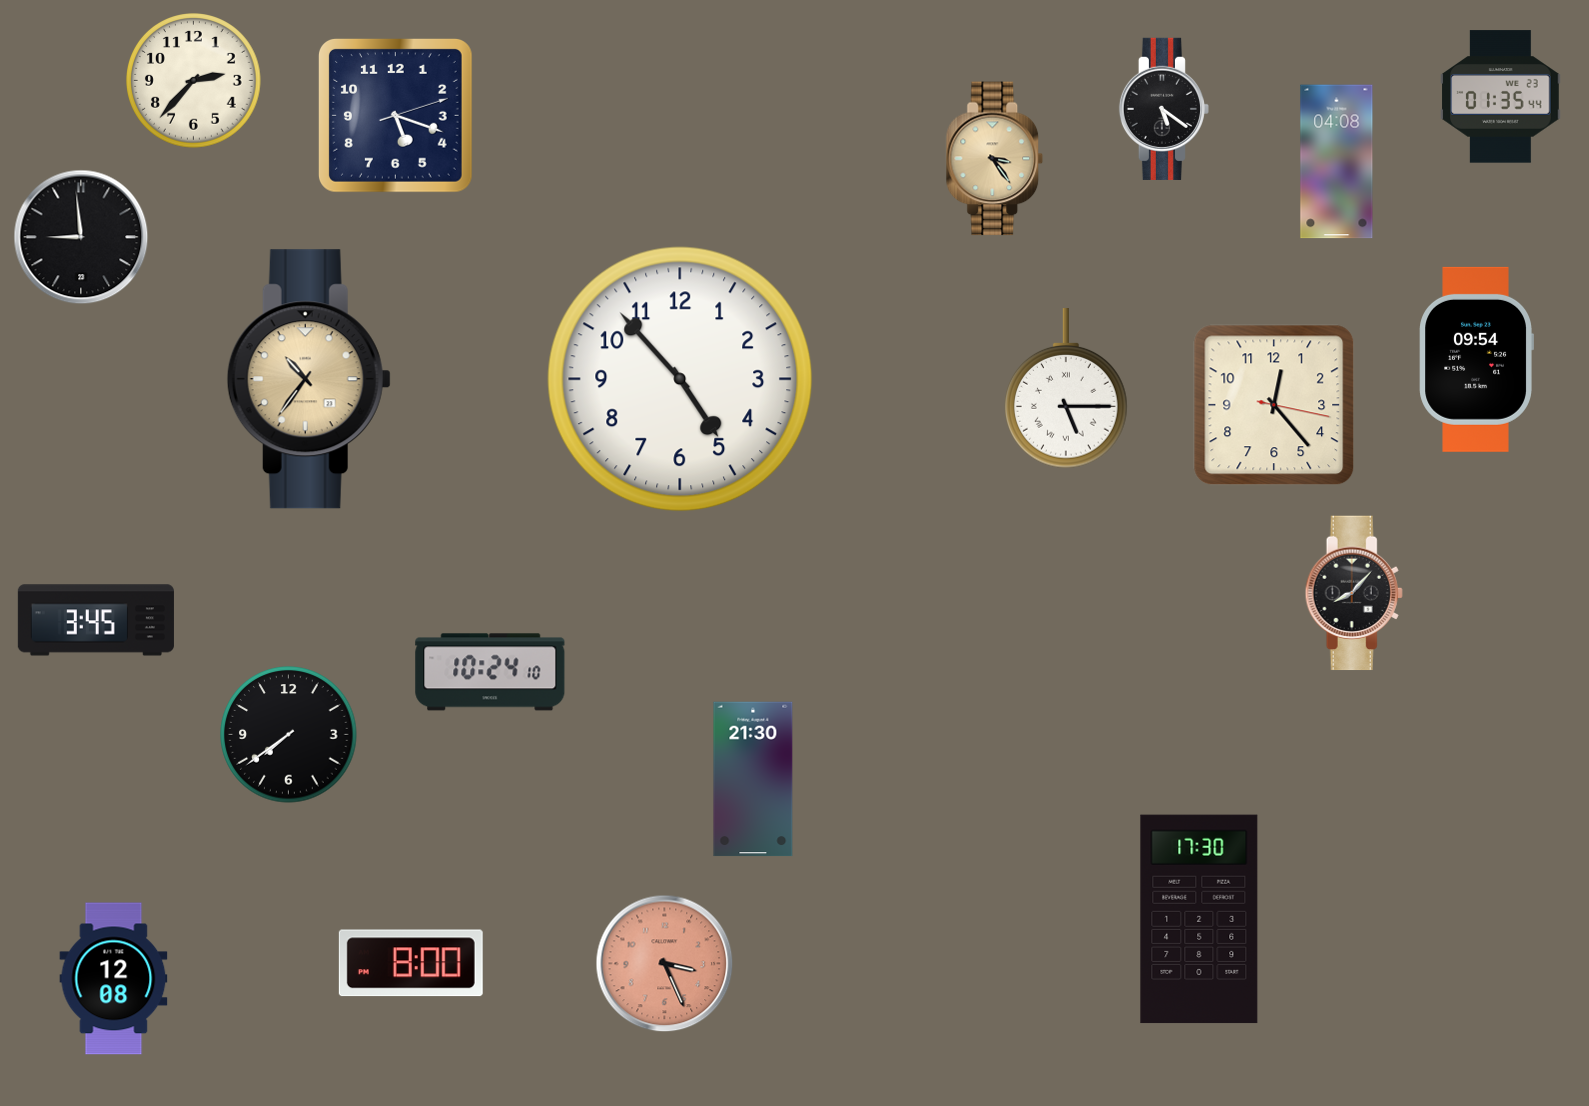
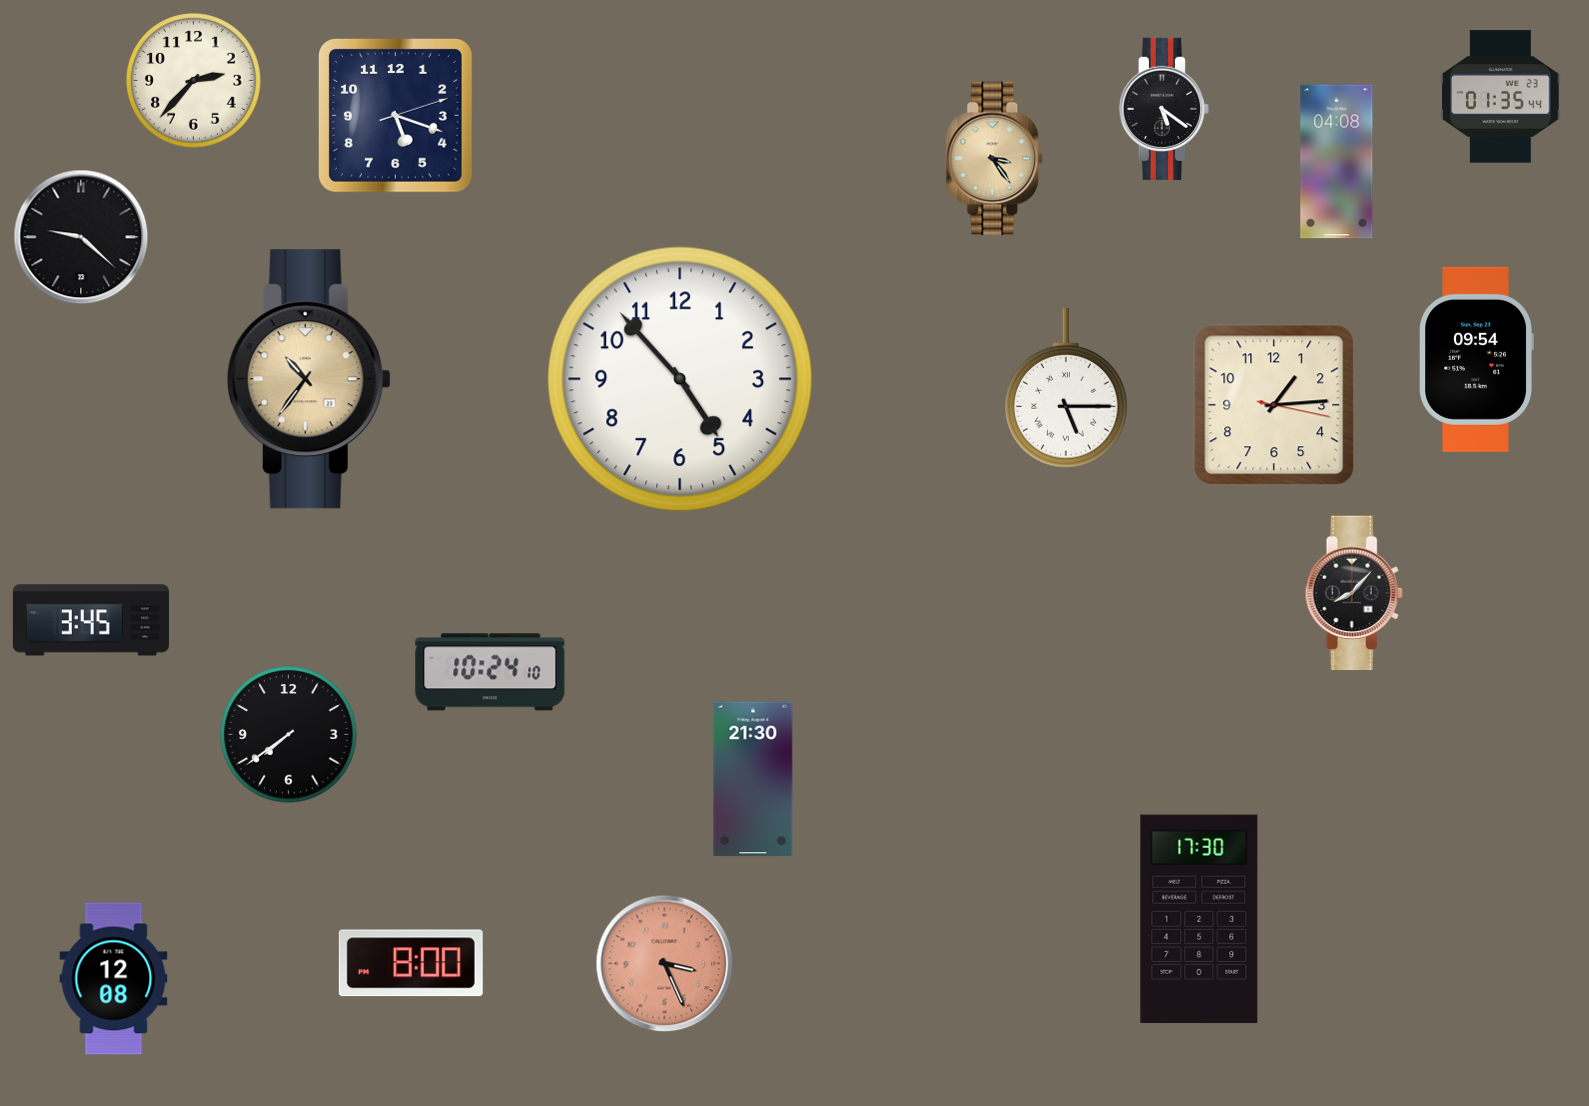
clock at (81, 237): 8:59 -> 9:22
clock at (1274, 405): 12:23 -> 1:14
clock at (96, 620) position: (96, 620) -> (91, 620)
